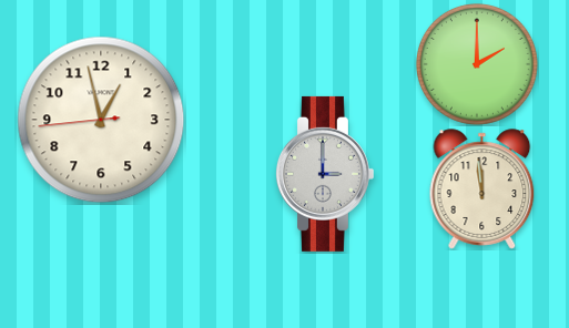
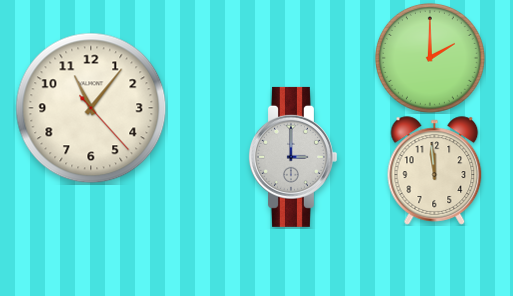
clock at (101, 120): 12:57 -> 11:06
